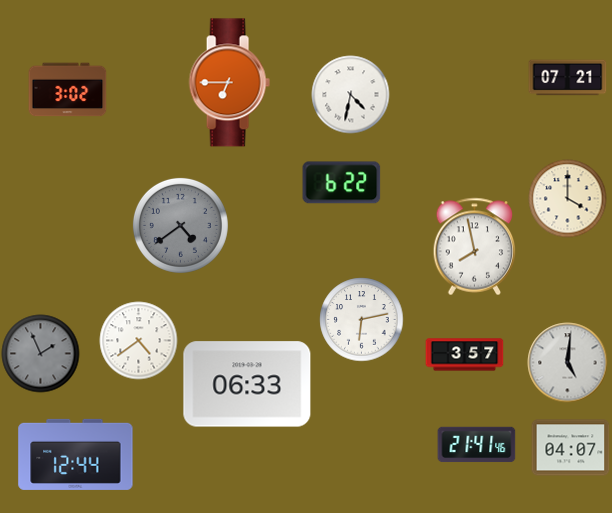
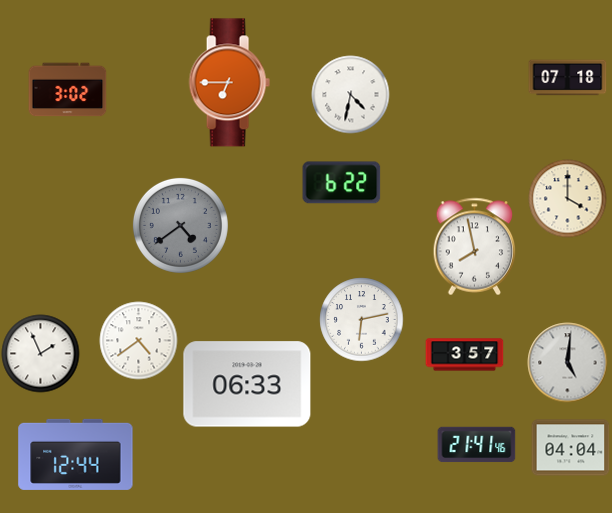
clock at (567, 78): 07:21 -> 07:18
clock at (40, 353) dial: grey -> white
clock at (570, 448): 04:07 -> 04:04
